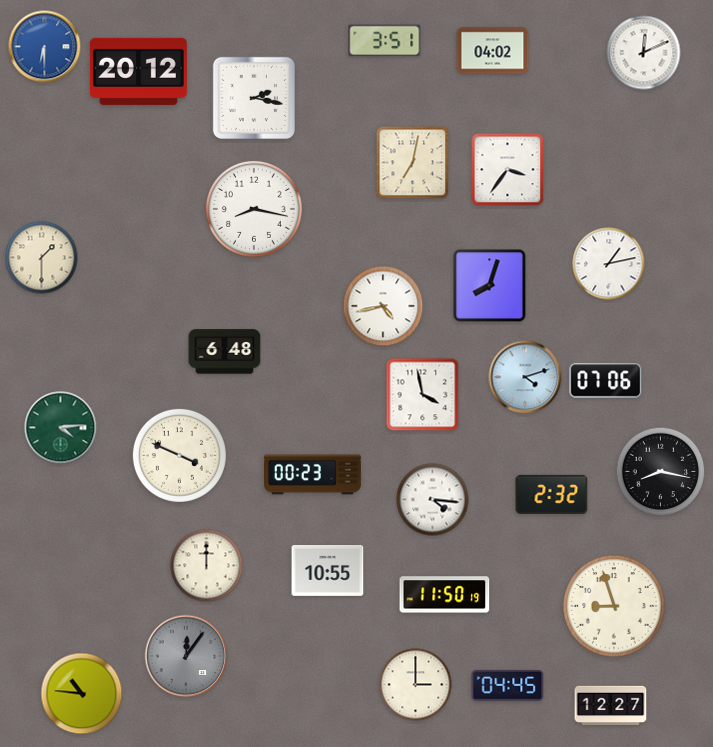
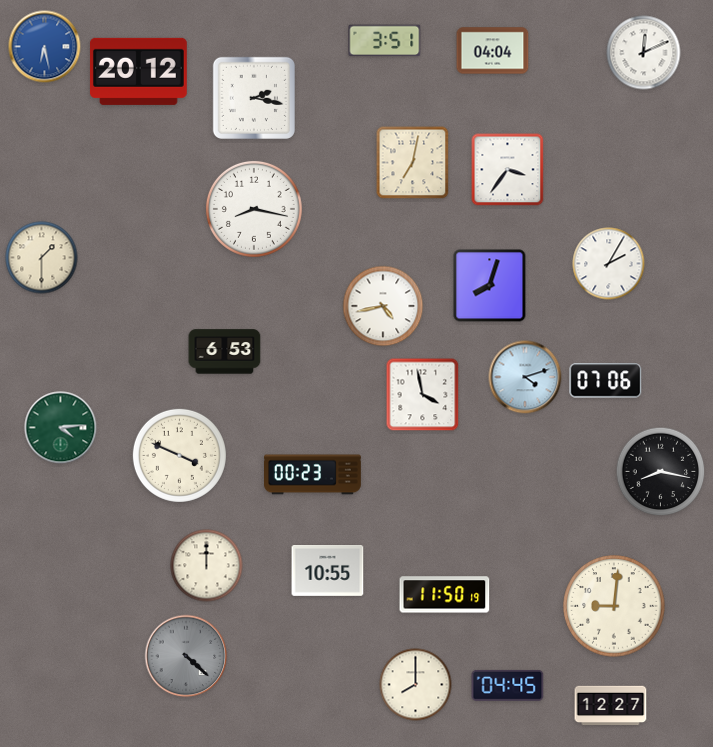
clock at (45, 47): 6:30 -> 6:28
clock at (493, 51): 04:02 -> 04:04
clock at (609, 264): 1:13 -> 2:05
clock at (225, 352): 6:48 -> 6:53
clock at (552, 494): 2:32 -> none
clock at (433, 500): 4:16 -> none
clock at (614, 606): 8:57 -> 9:01
clock at (186, 656): 12:06 -> 4:22
clock at (416, 685): 3:00 -> 8:00
clock at (82, 694): 10:46 -> none
